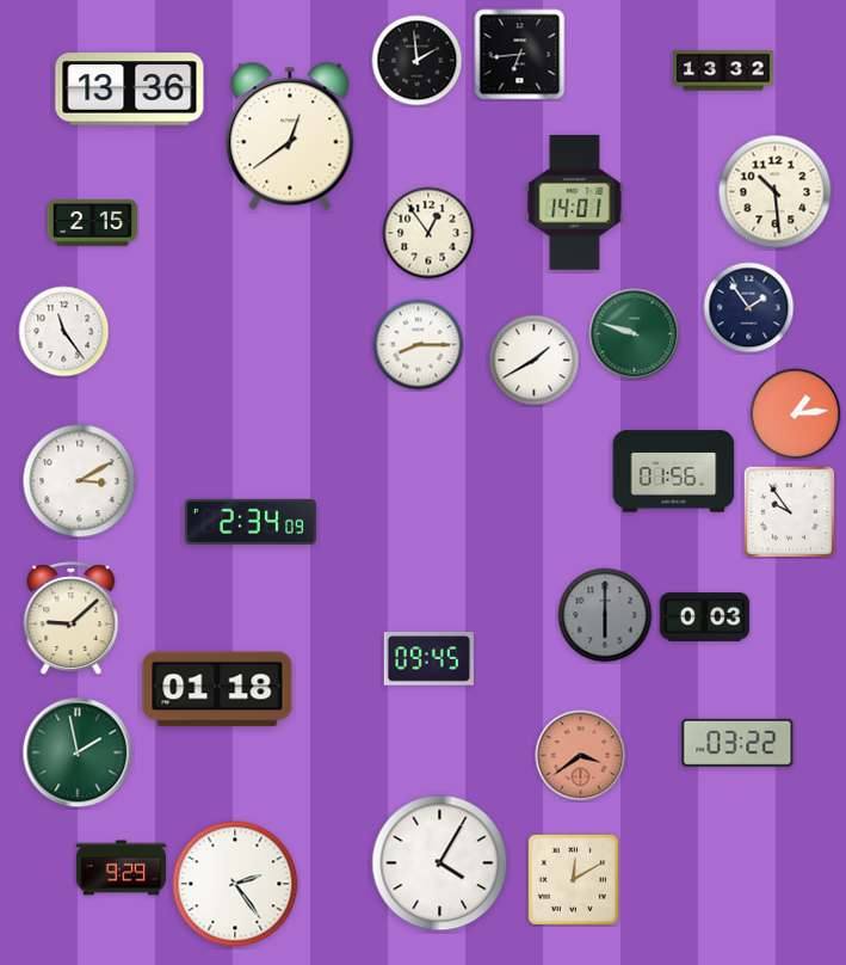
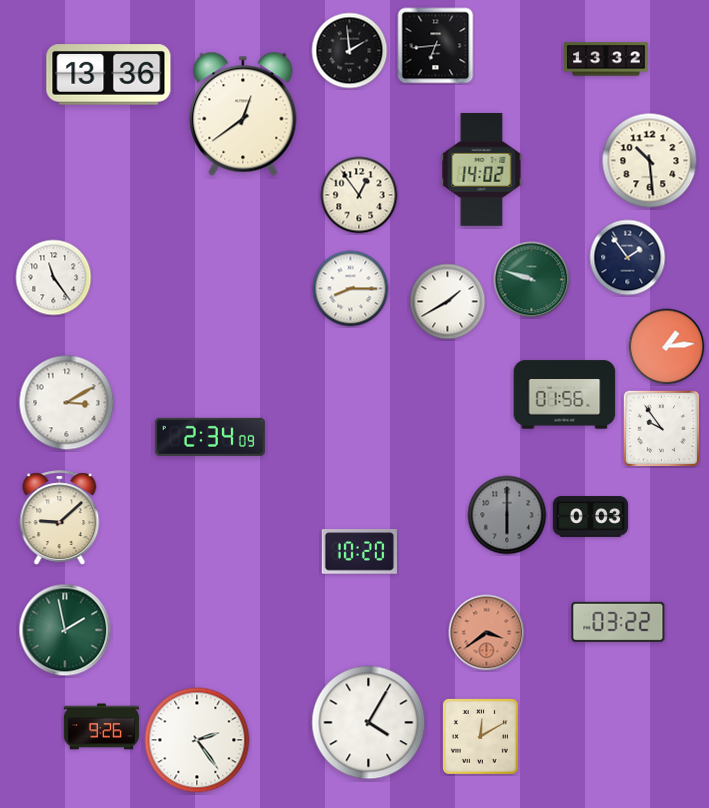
clock at (575, 202): 14:01 -> 14:02
clock at (93, 223): 2:15 -> none
clock at (428, 659): 09:45 -> 10:20
clock at (217, 689): 01:18 -> none
clock at (122, 868): 9:29 -> 9:26
